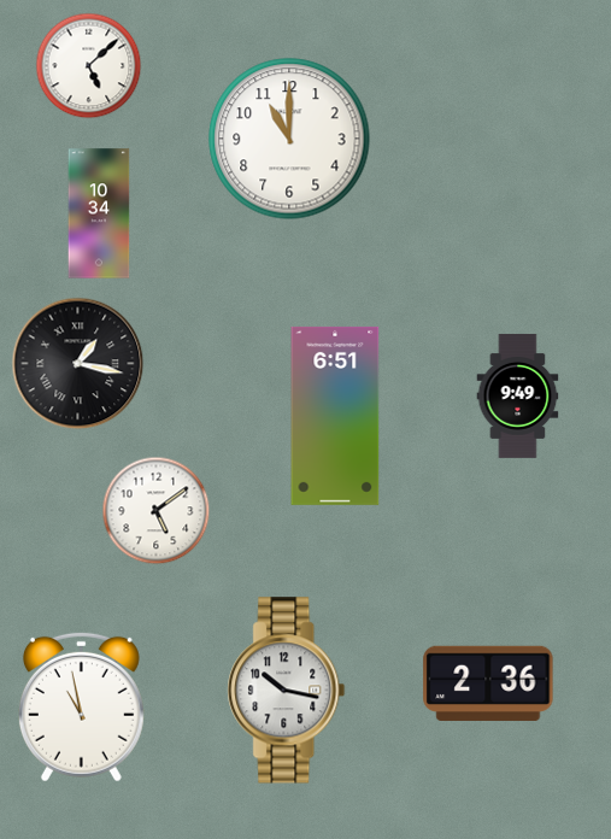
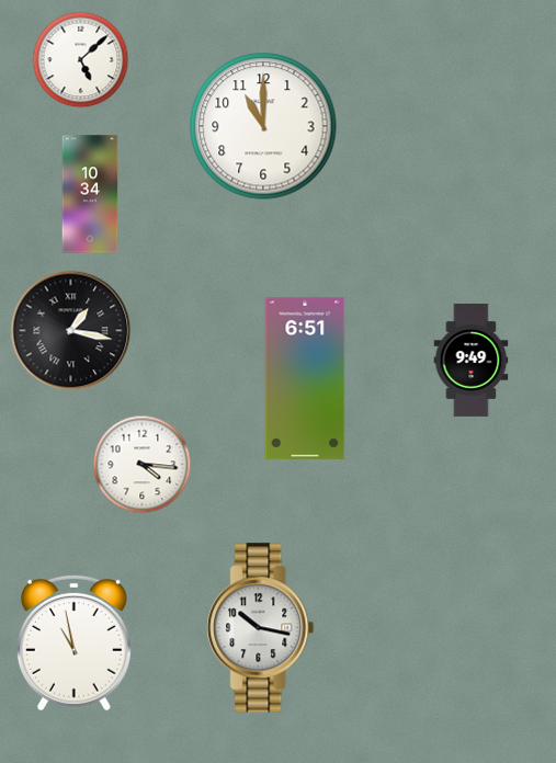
clock at (157, 511): 5:09 -> 4:16
clock at (488, 682): 2:36 -> none
